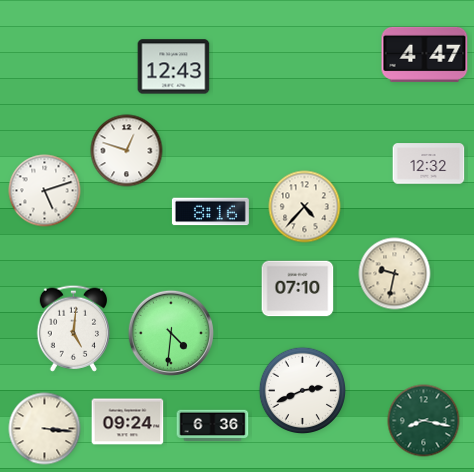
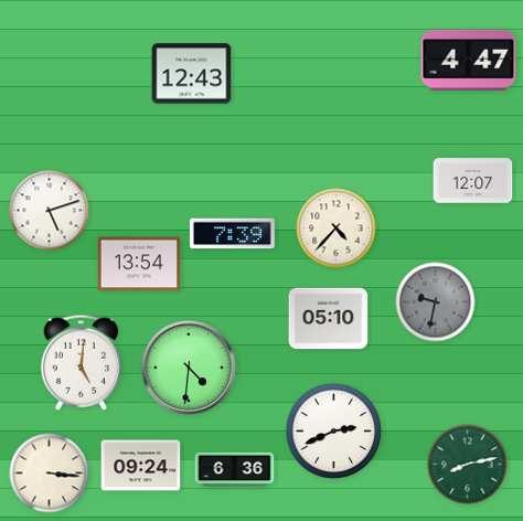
clock at (127, 151): 12:48 -> none
clock at (429, 164): 12:32 -> 12:07
clock at (210, 212): 8:16 -> 7:39
clock at (139, 264): none -> 13:54
clock at (395, 274) dial: cream -> grey
clock at (298, 289): 07:10 -> 05:10
clock at (424, 421): 8:17 -> 8:13
